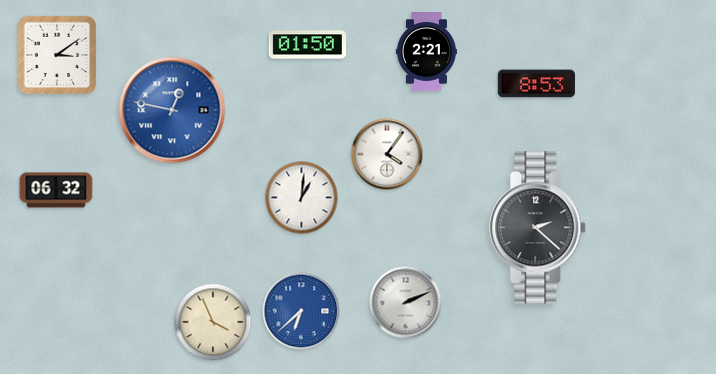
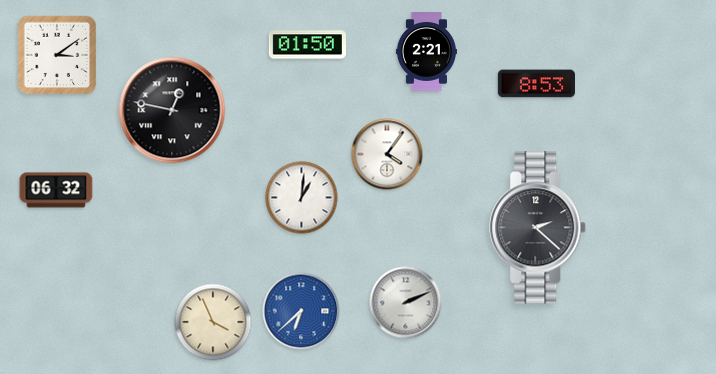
clock at (172, 110) dial: blue -> black
